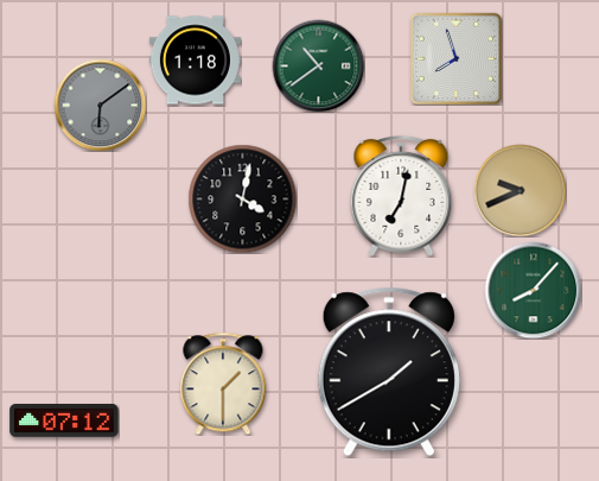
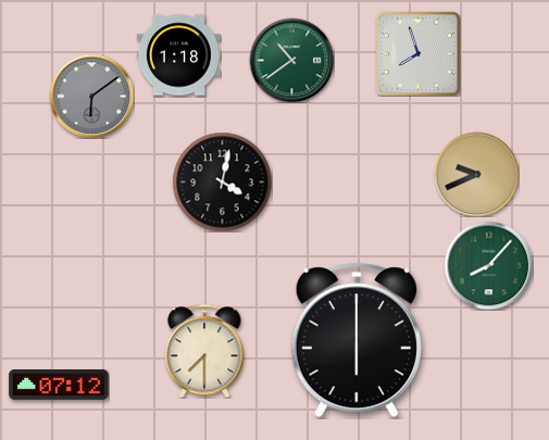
clock at (401, 196): 7:02 -> none
clock at (389, 372): 1:40 -> 6:00
clock at (223, 384): 1:30 -> 7:30
